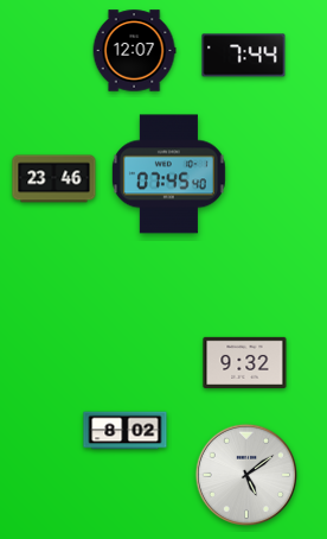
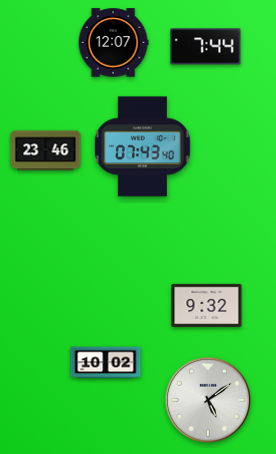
clock at (168, 175): 07:45 -> 07:43
clock at (126, 431): 8:02 -> 10:02
